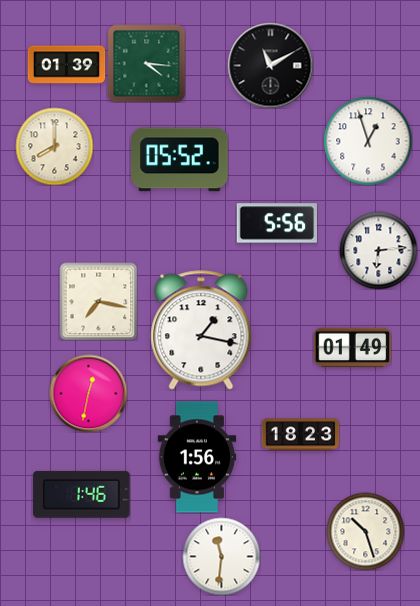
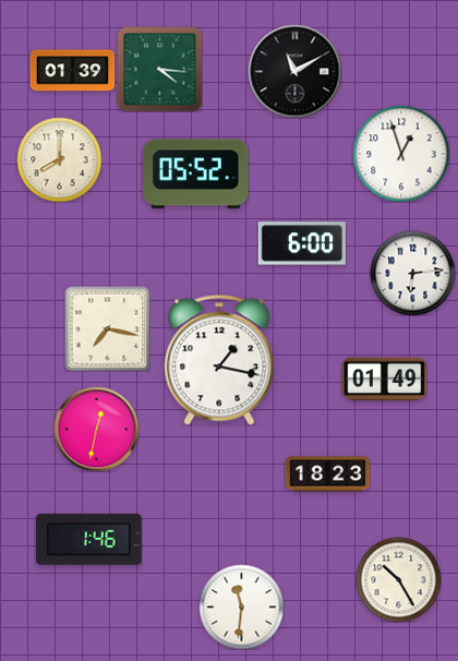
clock at (276, 223): 5:56 -> 6:00
clock at (197, 457): 1:56 -> none
clock at (365, 531): 10:27 -> 10:25
